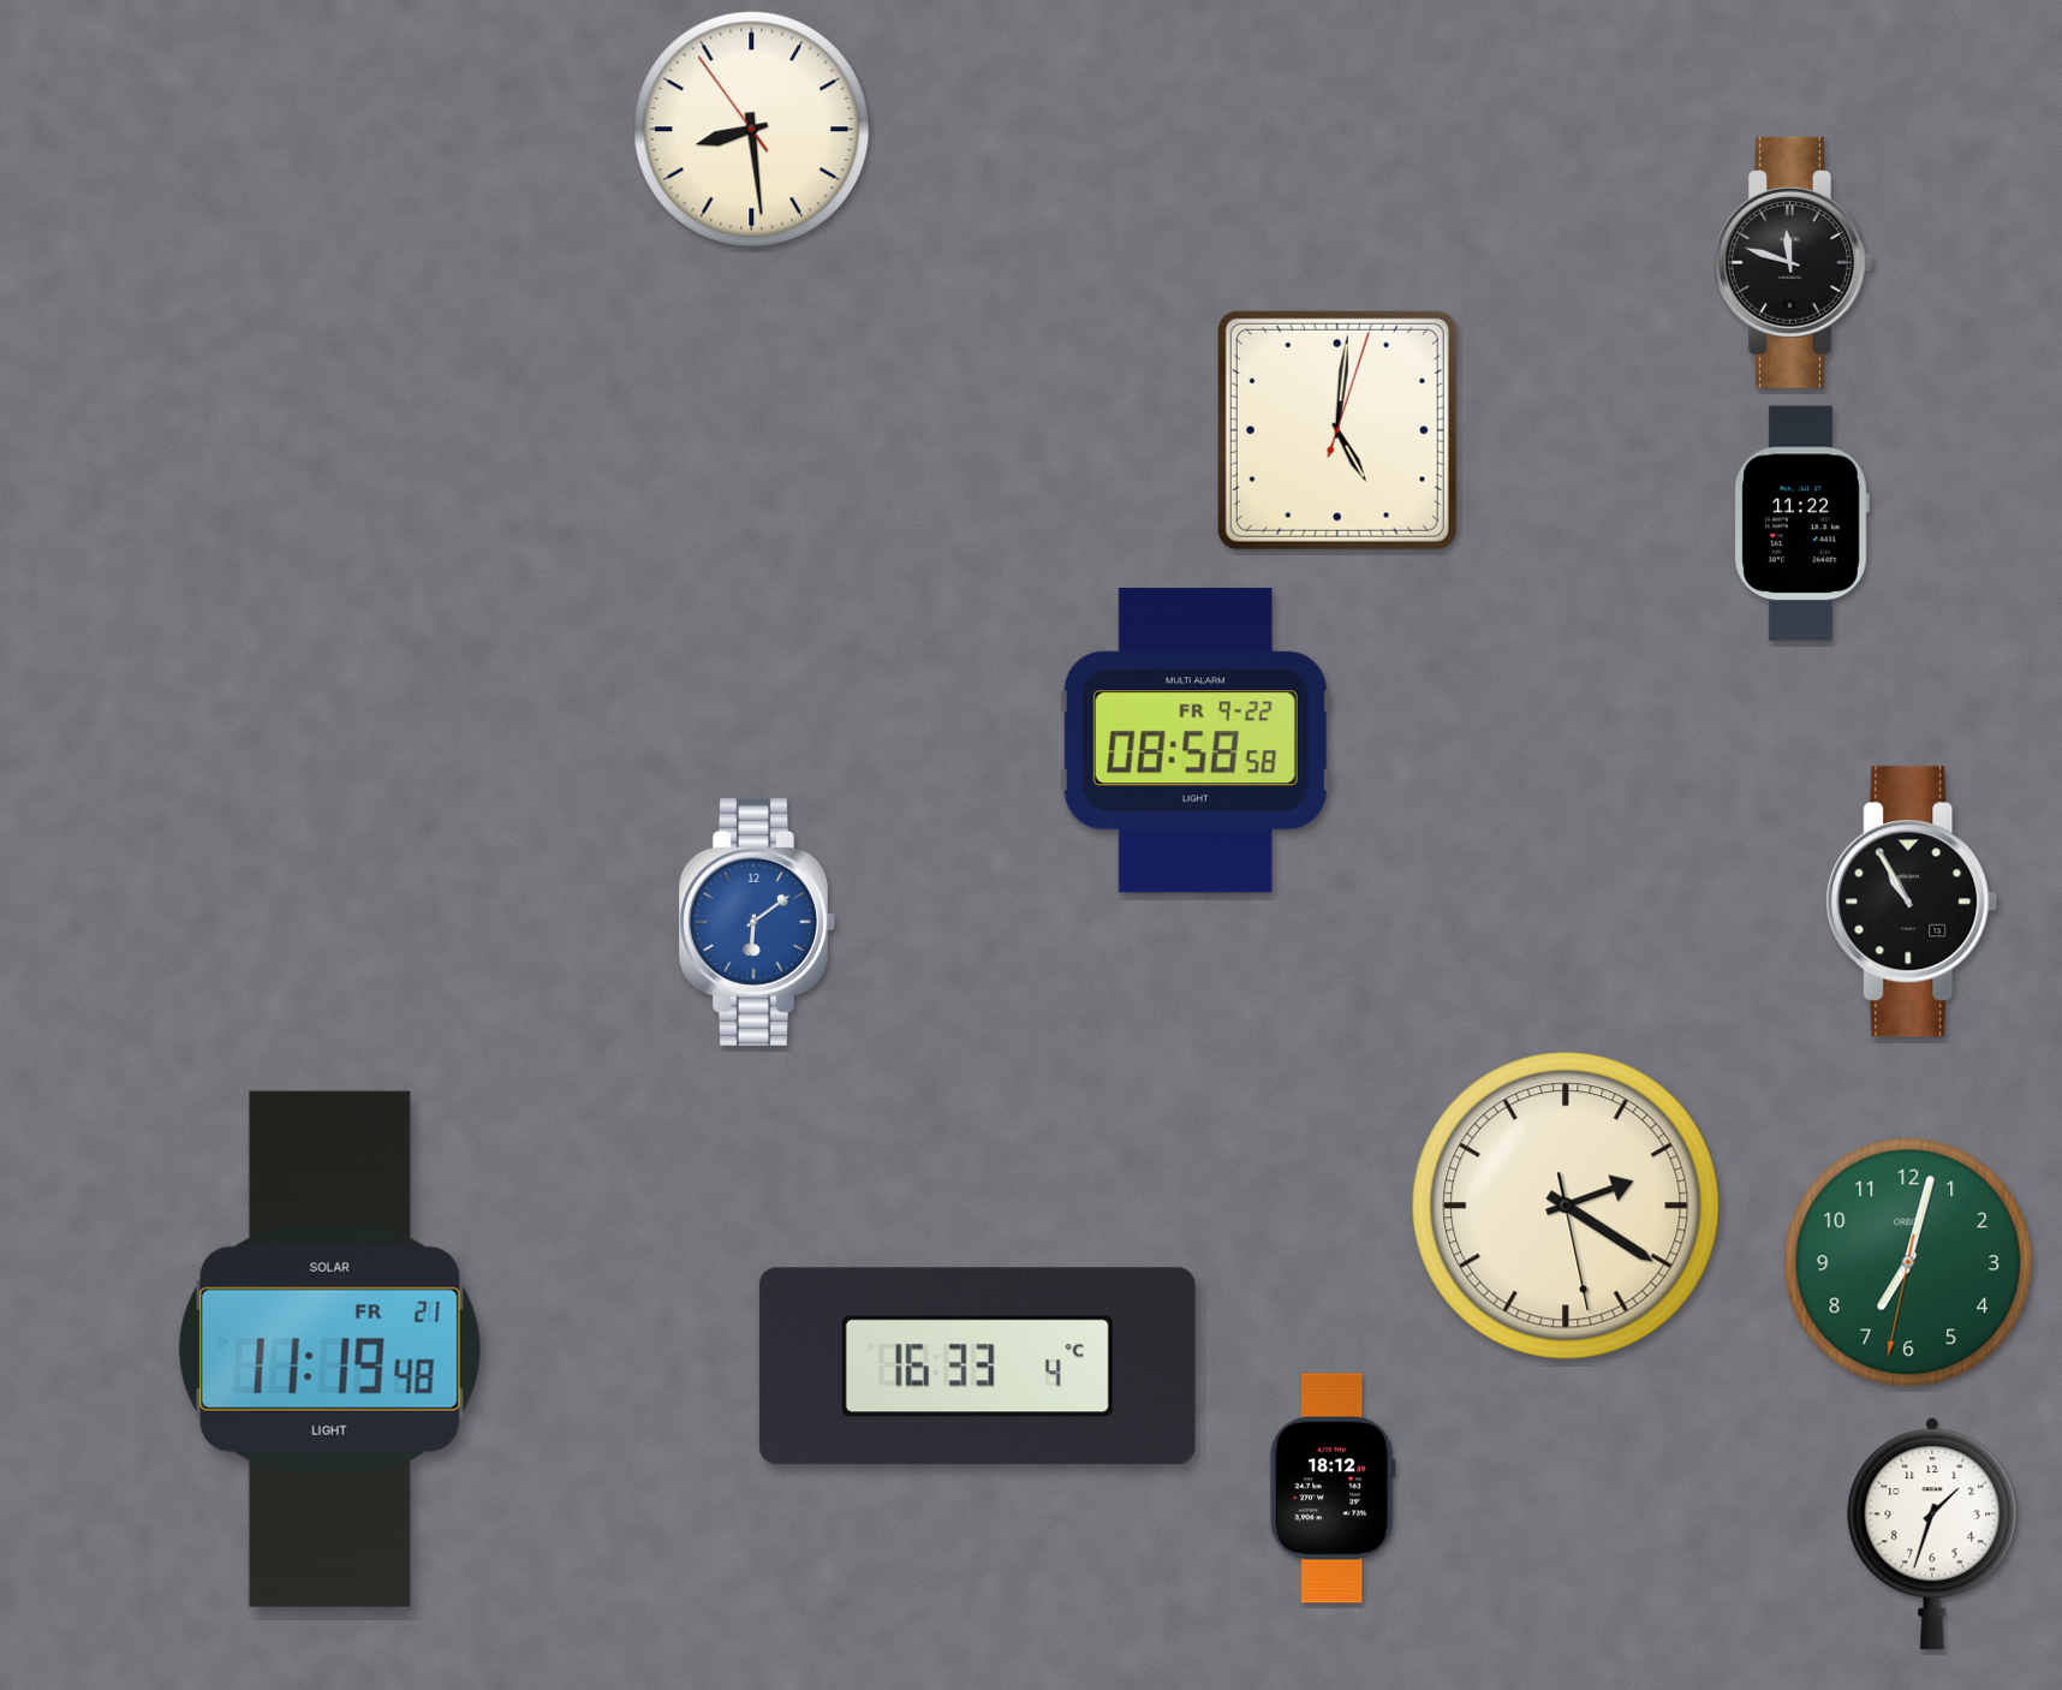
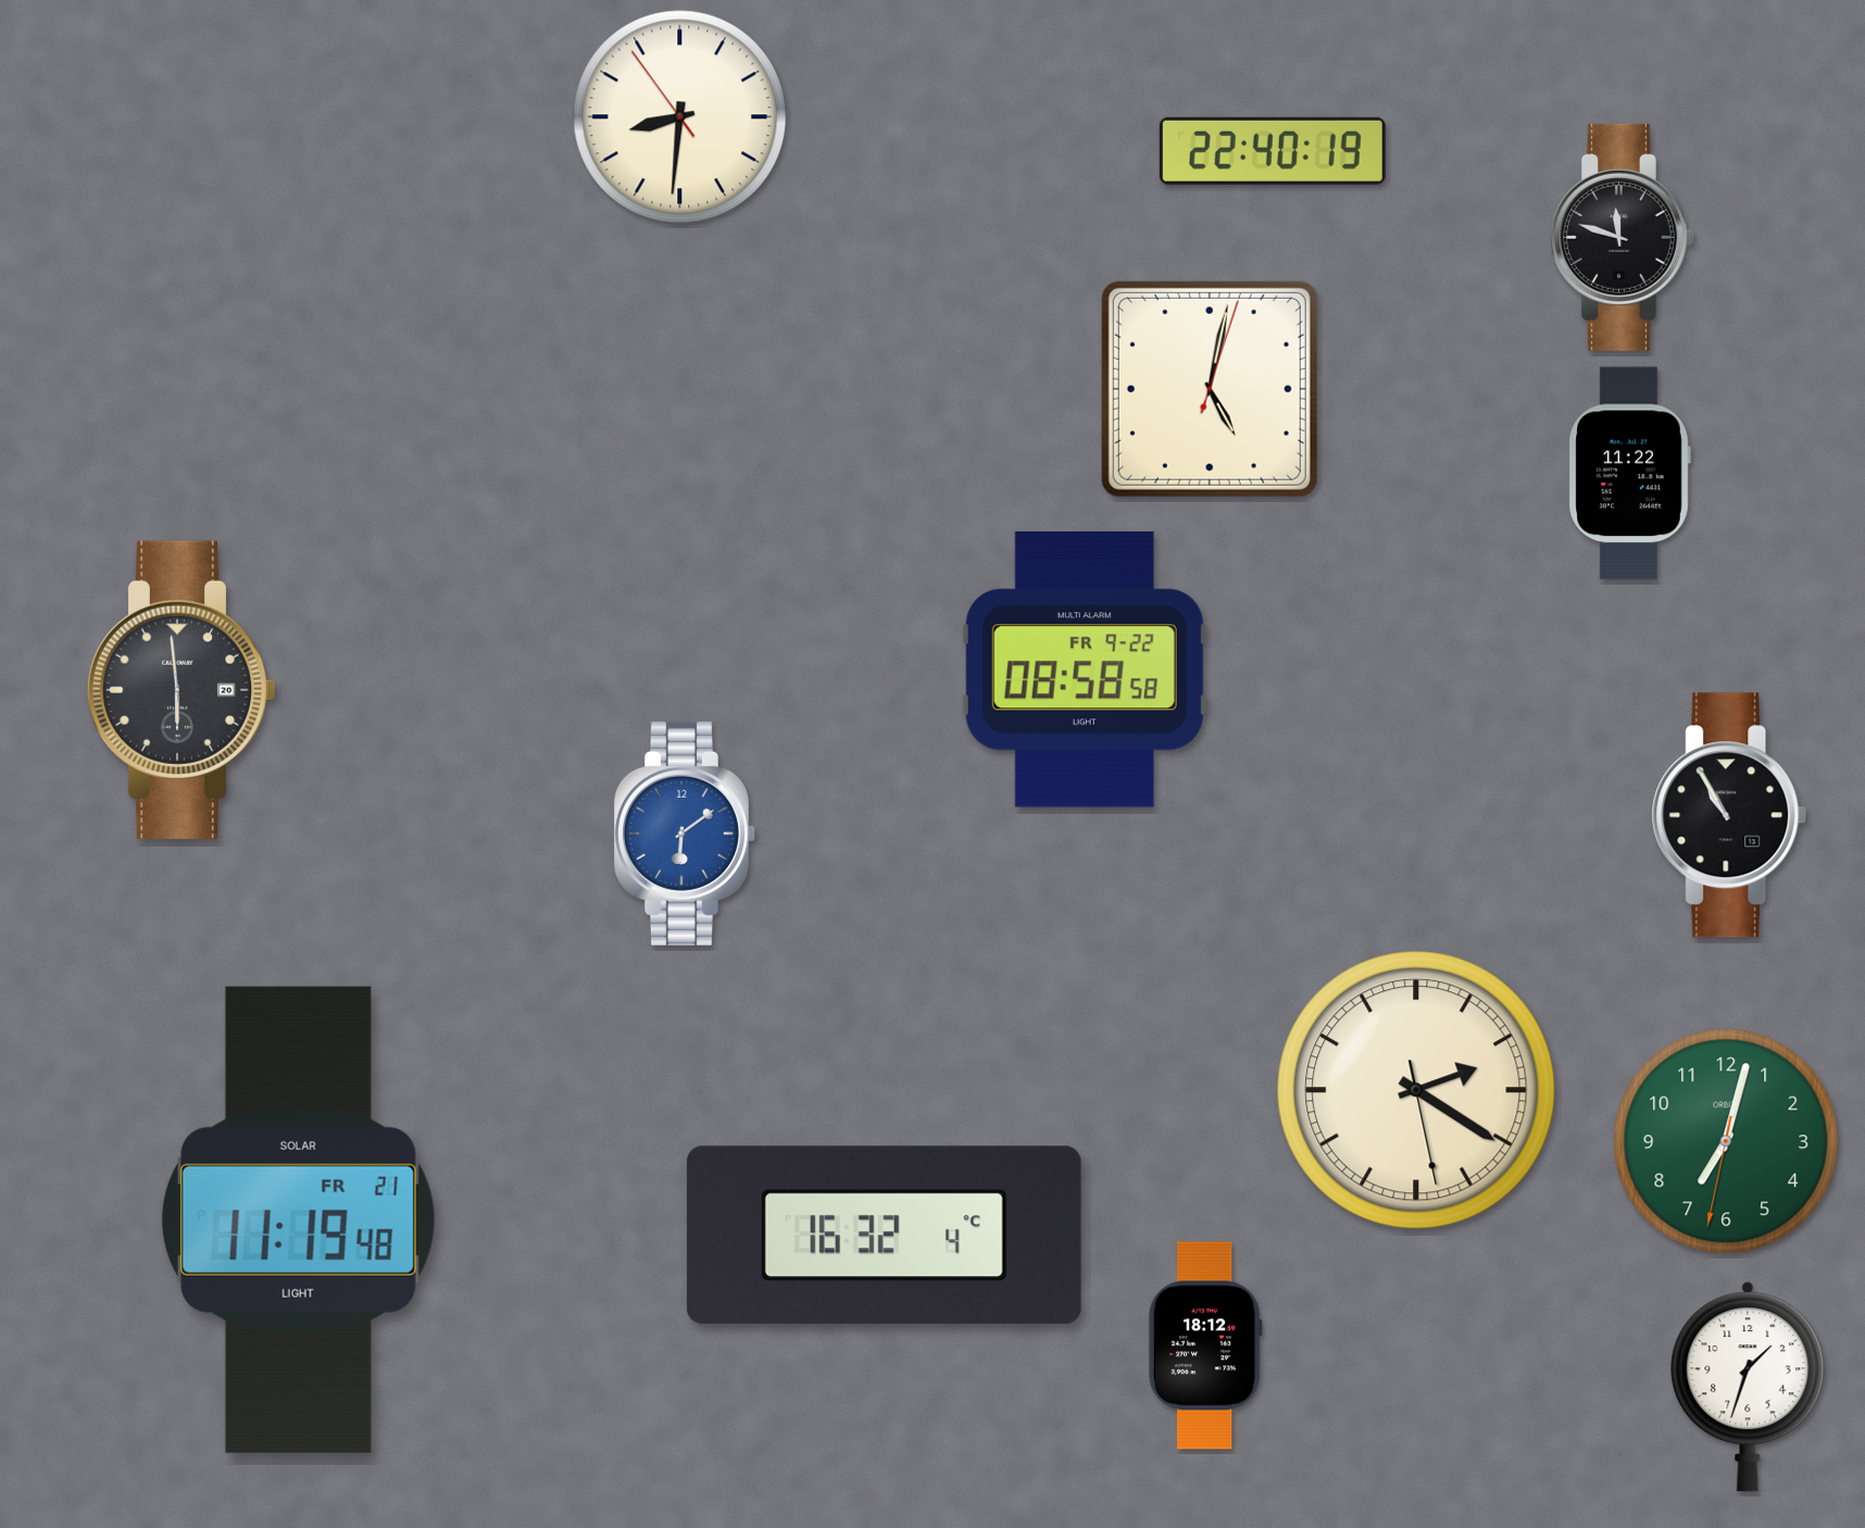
clock at (752, 130): 8:28 -> 8:30
clock at (1273, 151): none -> 22:40
clock at (1337, 430): 5:01 -> 5:02
clock at (1196, 742) position: (1196, 742) -> (1085, 671)
clock at (182, 690): none -> 5:59
clock at (977, 1367): 16:33 -> 16:32
